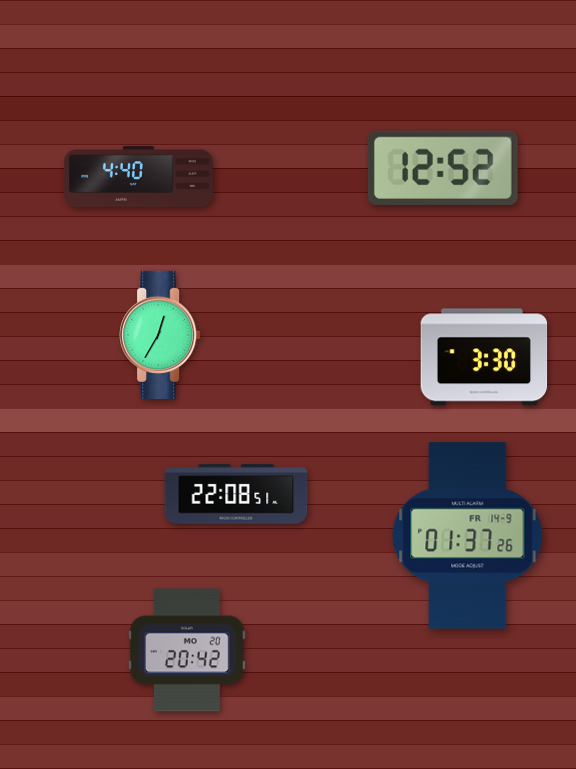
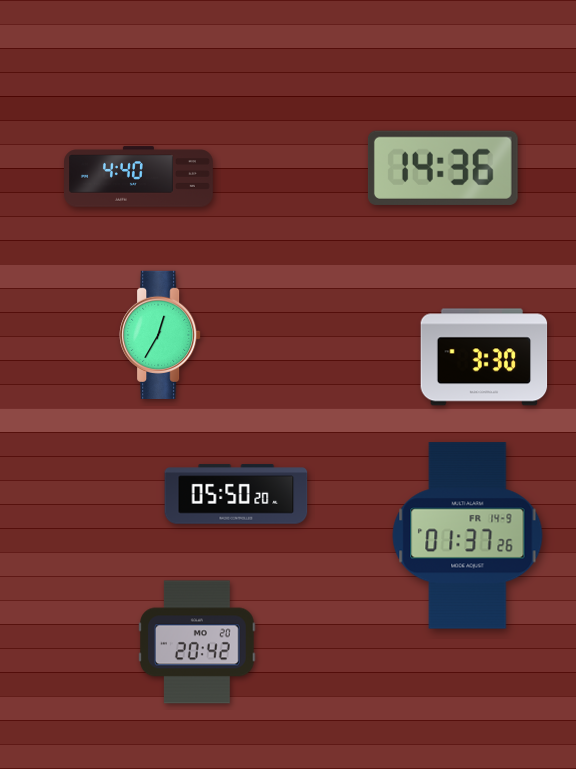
clock at (443, 168): 12:52 -> 14:36
clock at (236, 494): 22:08 -> 05:50
clock at (187, 650) position: (187, 650) -> (197, 642)
